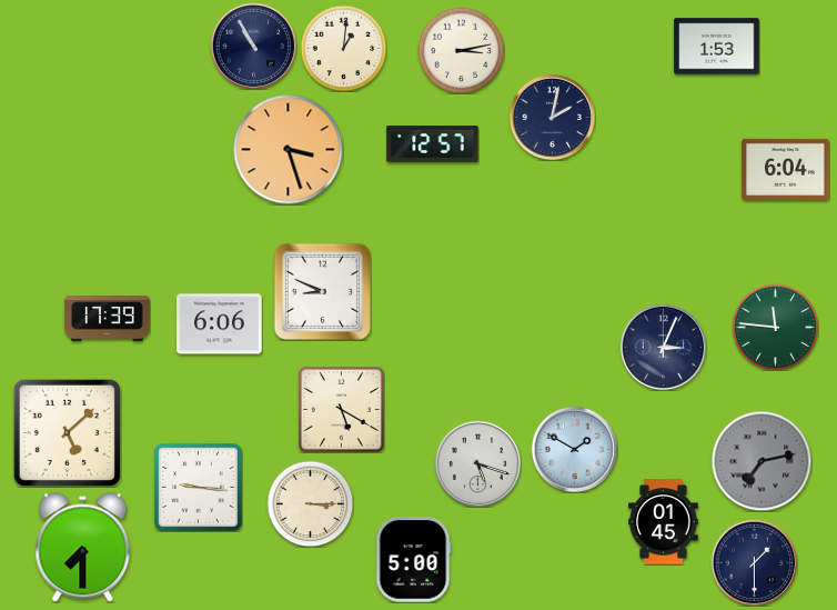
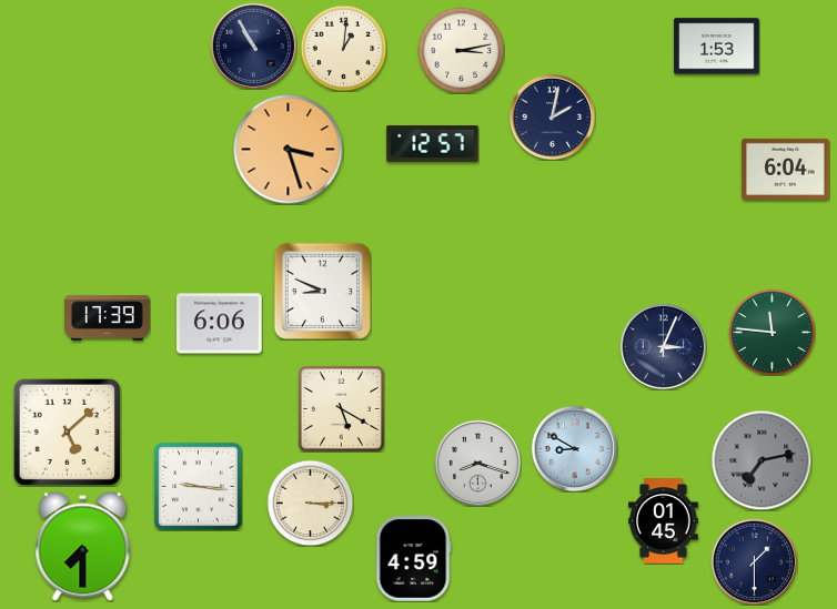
clock at (775, 327) position: (775, 327) -> (772, 332)
clock at (574, 449): 1:50 -> 8:50
clock at (477, 463): 5:18 -> 8:18
clock at (413, 560): 5:00 -> 4:59
